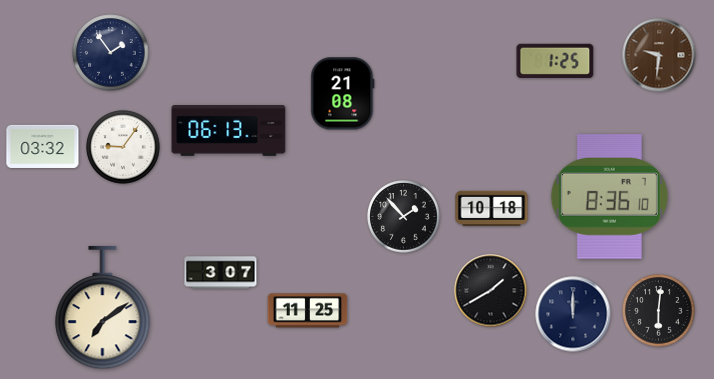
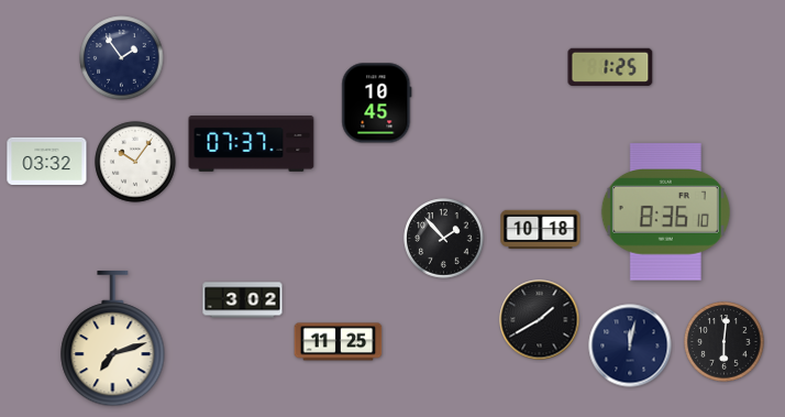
clock at (659, 55): 9:31 -> none
clock at (343, 94): 21:08 -> 10:45
clock at (229, 131): 06:13 -> 07:37
clock at (123, 147): 9:06 -> 10:06
clock at (609, 197) position: (609, 197) -> (665, 212)
clock at (221, 273): 3:07 -> 3:02
clock at (103, 308): 7:09 -> 7:12
clock at (573, 314): 12:00 -> 12:02
